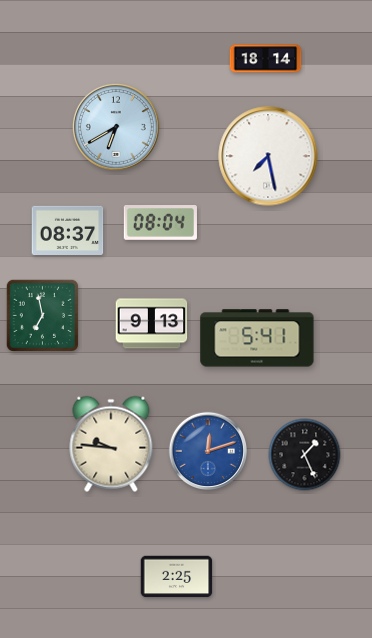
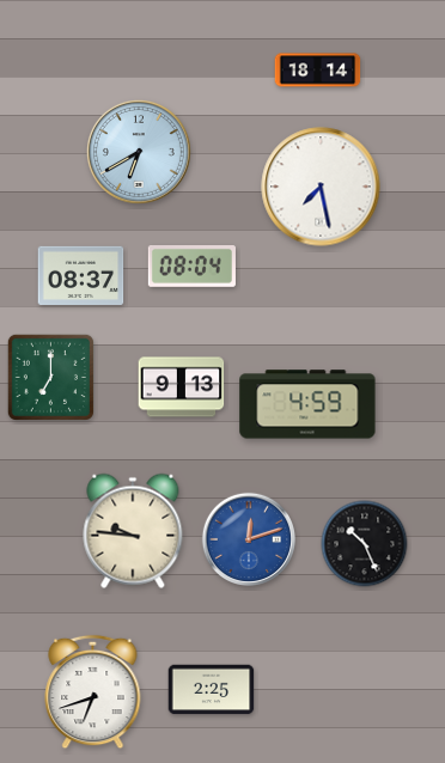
clock at (42, 315): 6:58 -> 7:00
clock at (257, 338): 5:41 -> 4:59
clock at (305, 455): 1:26 -> 10:26
clock at (93, 692): none -> 6:42
